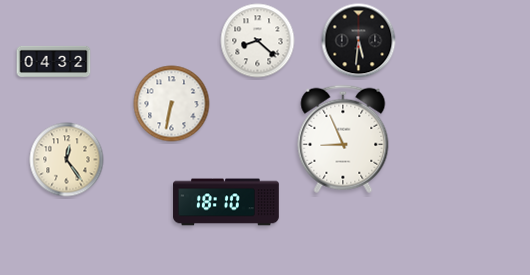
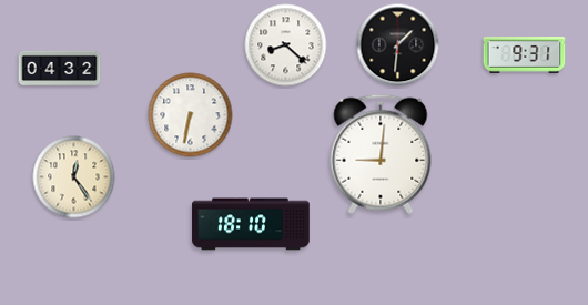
clock at (359, 41): 5:31 -> 1:31
clock at (525, 55): none -> 9:31
clock at (343, 139): 8:56 -> 9:01
